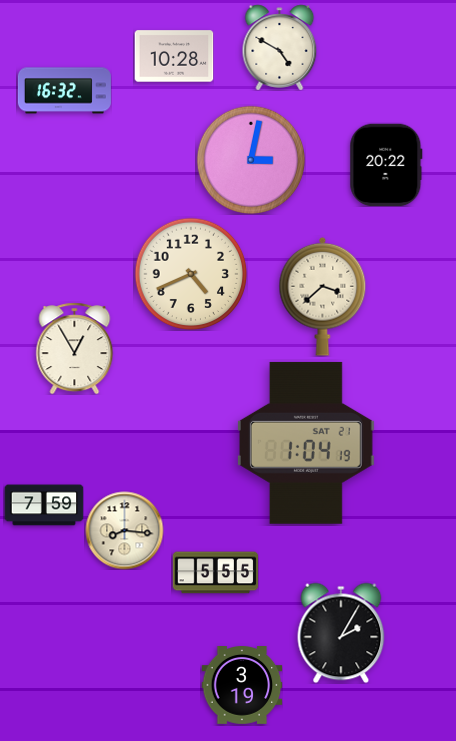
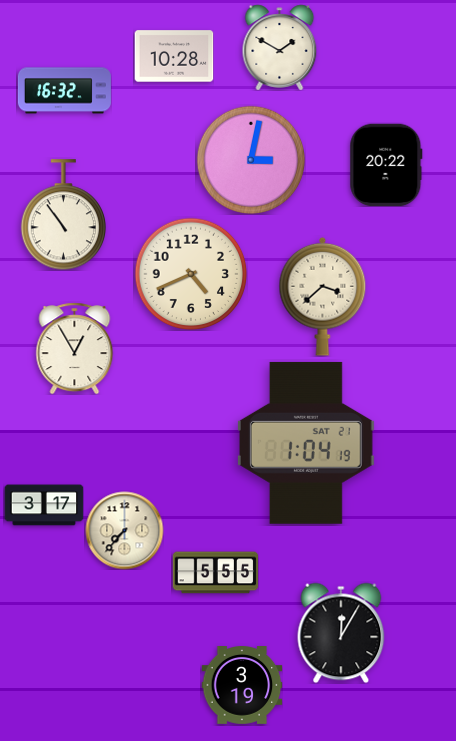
clock at (280, 47): 4:50 -> 1:50
clock at (63, 215): none -> 10:54
clock at (44, 505): 7:59 -> 3:17
clock at (124, 530): 8:16 -> 7:37
clock at (341, 633): 2:05 -> 12:05
